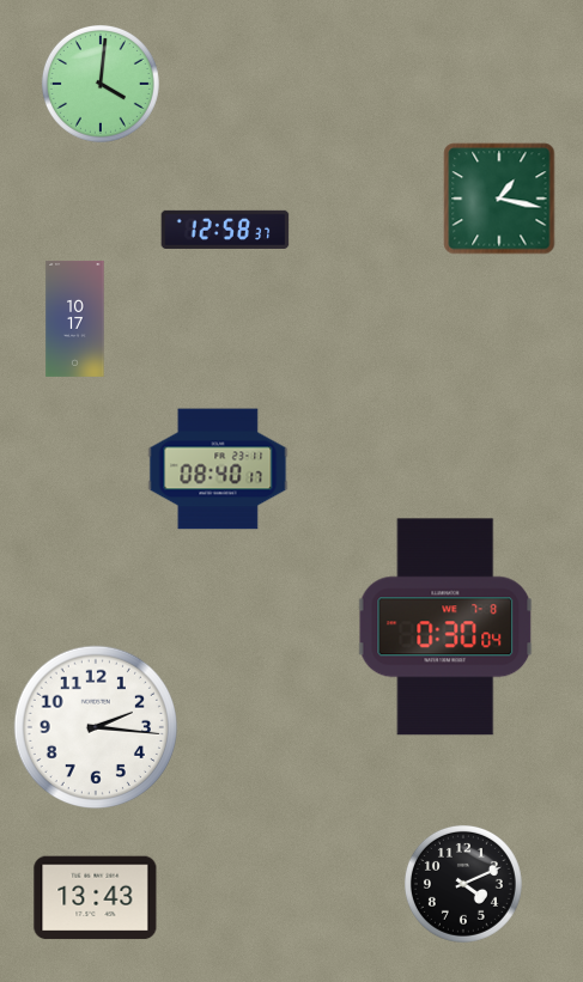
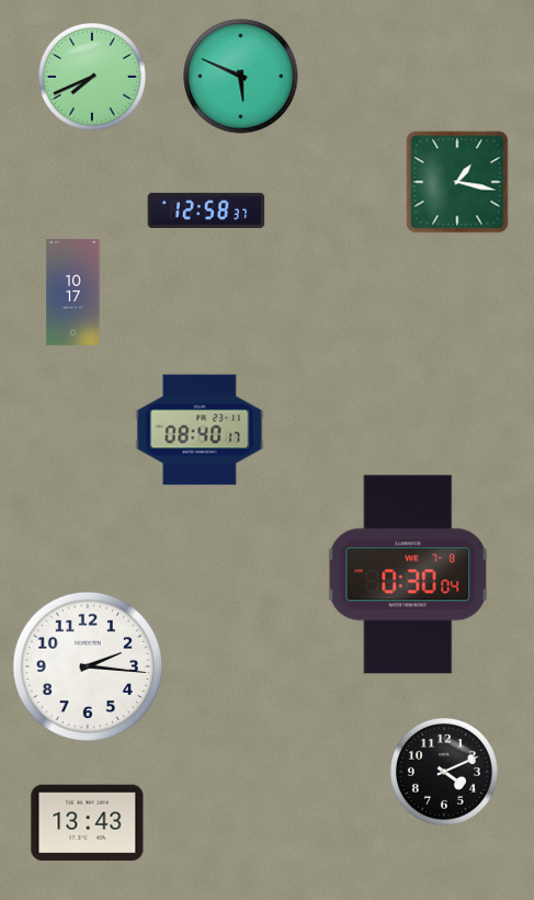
clock at (101, 84): 4:01 -> 7:41
clock at (241, 77): none -> 5:49
clock at (75, 318) position: (75, 318) -> (73, 292)
clock at (463, 884) position: (463, 884) -> (444, 772)
